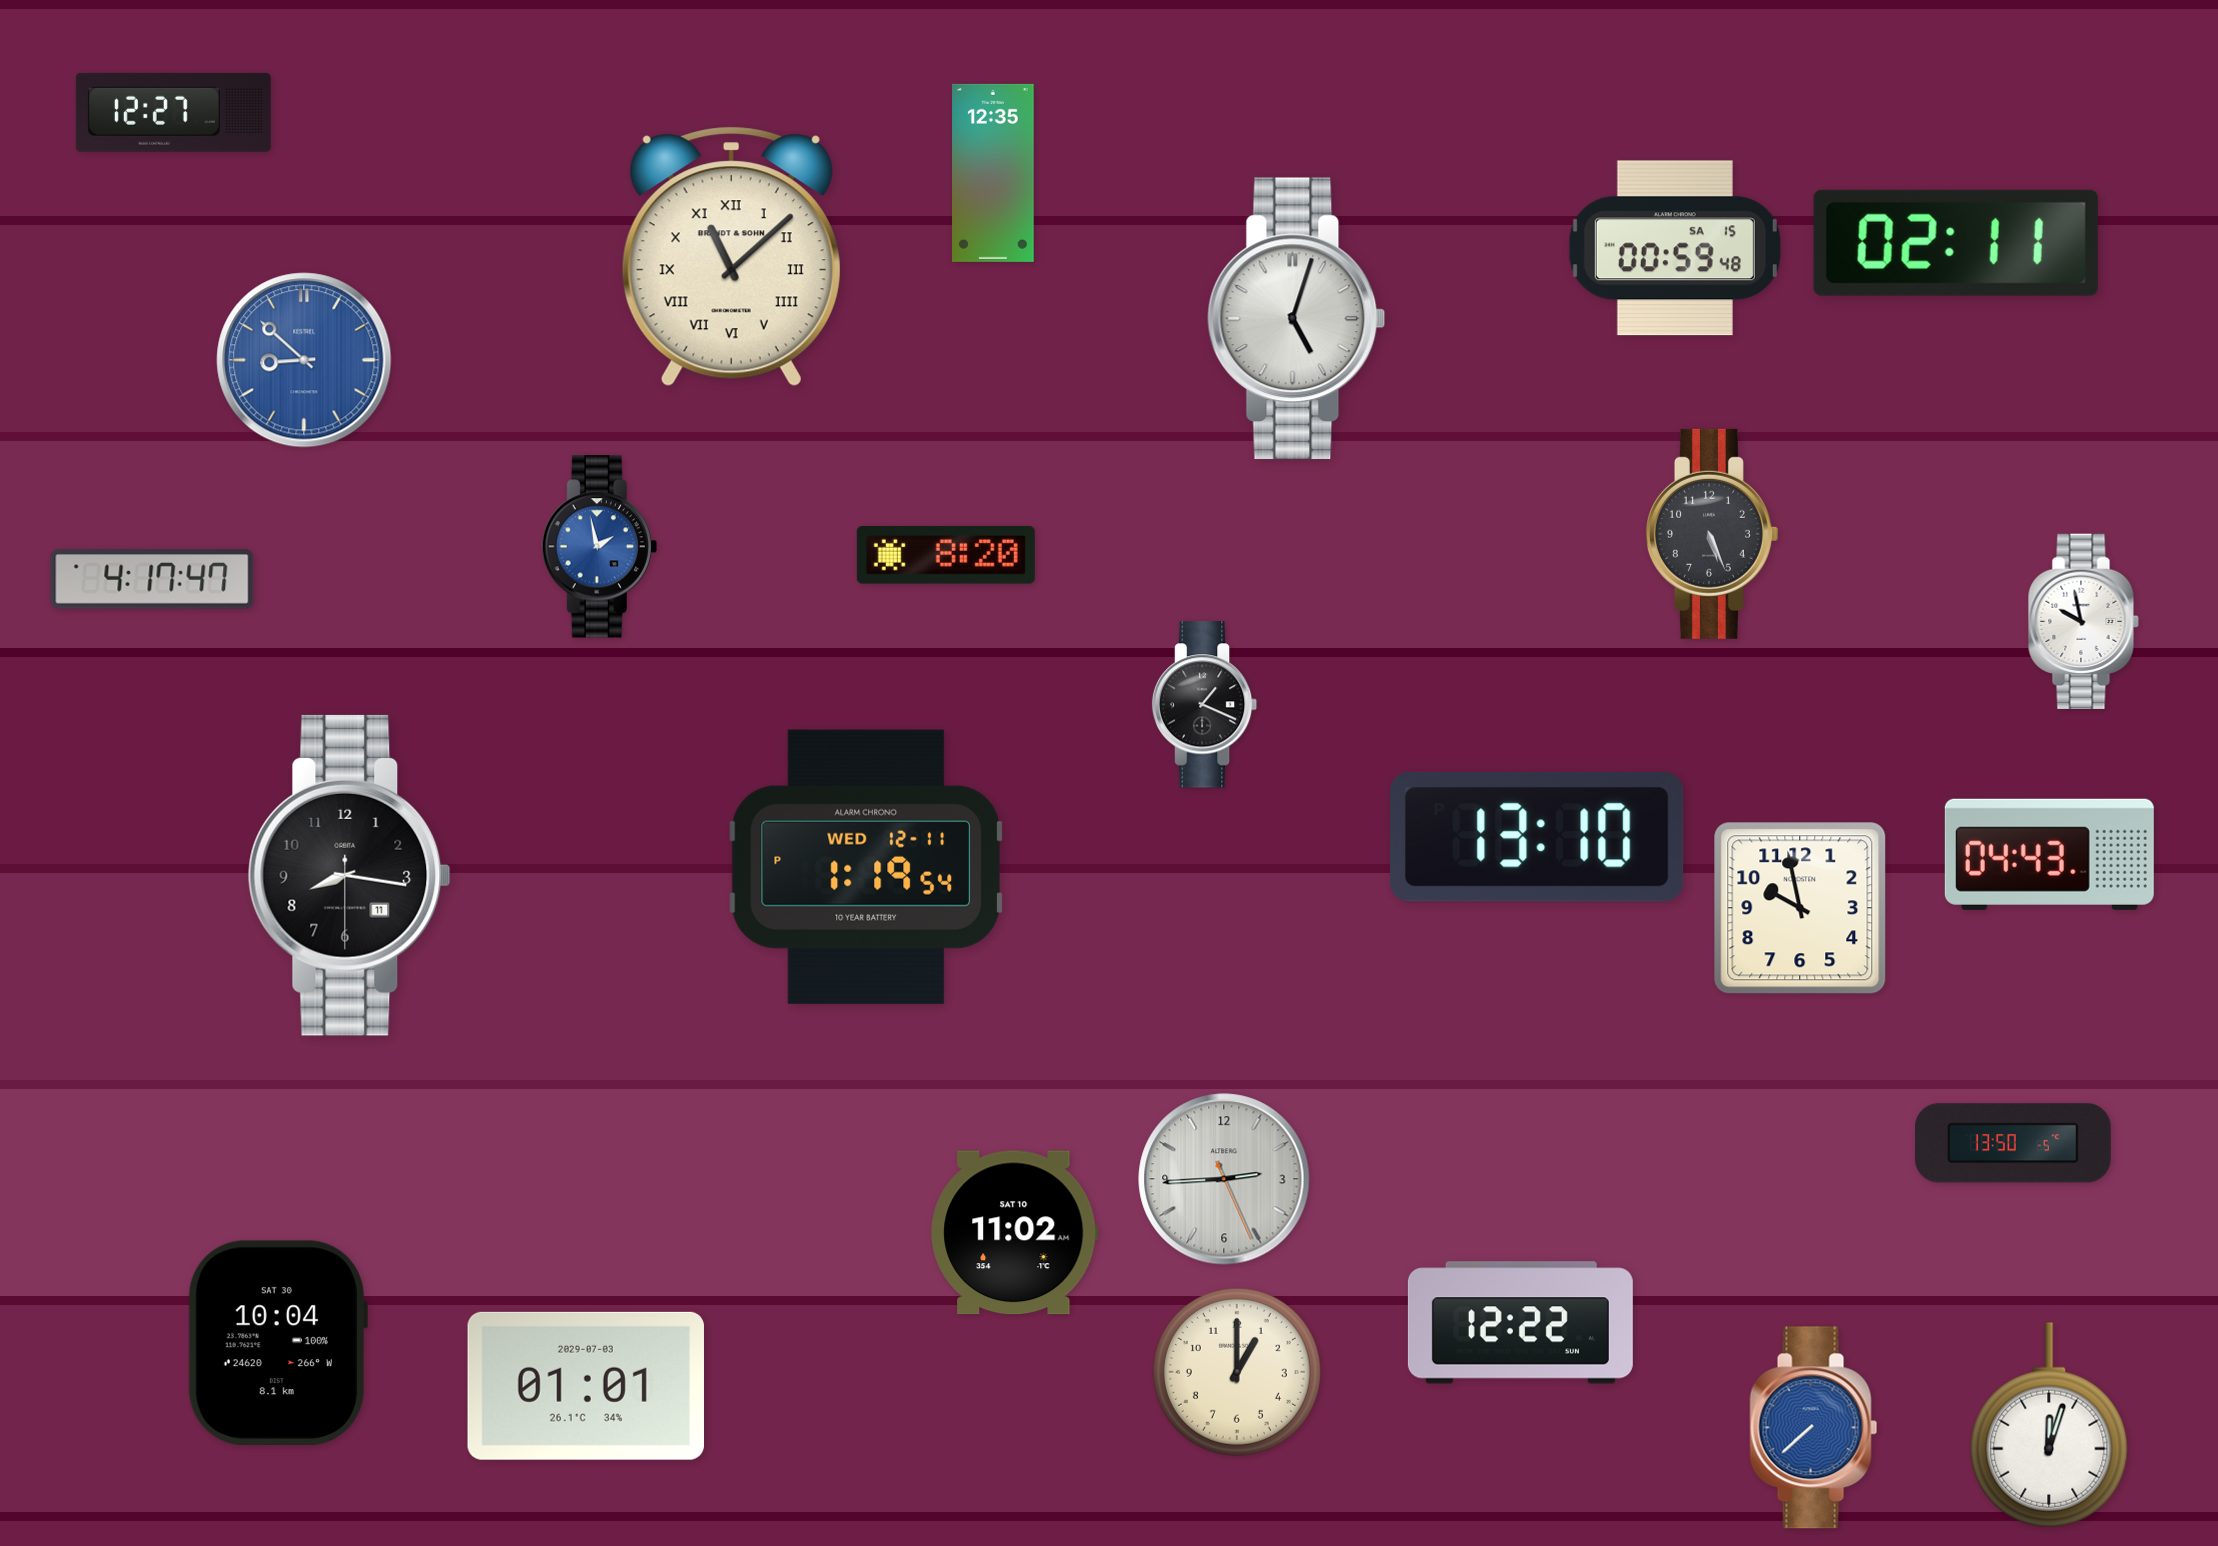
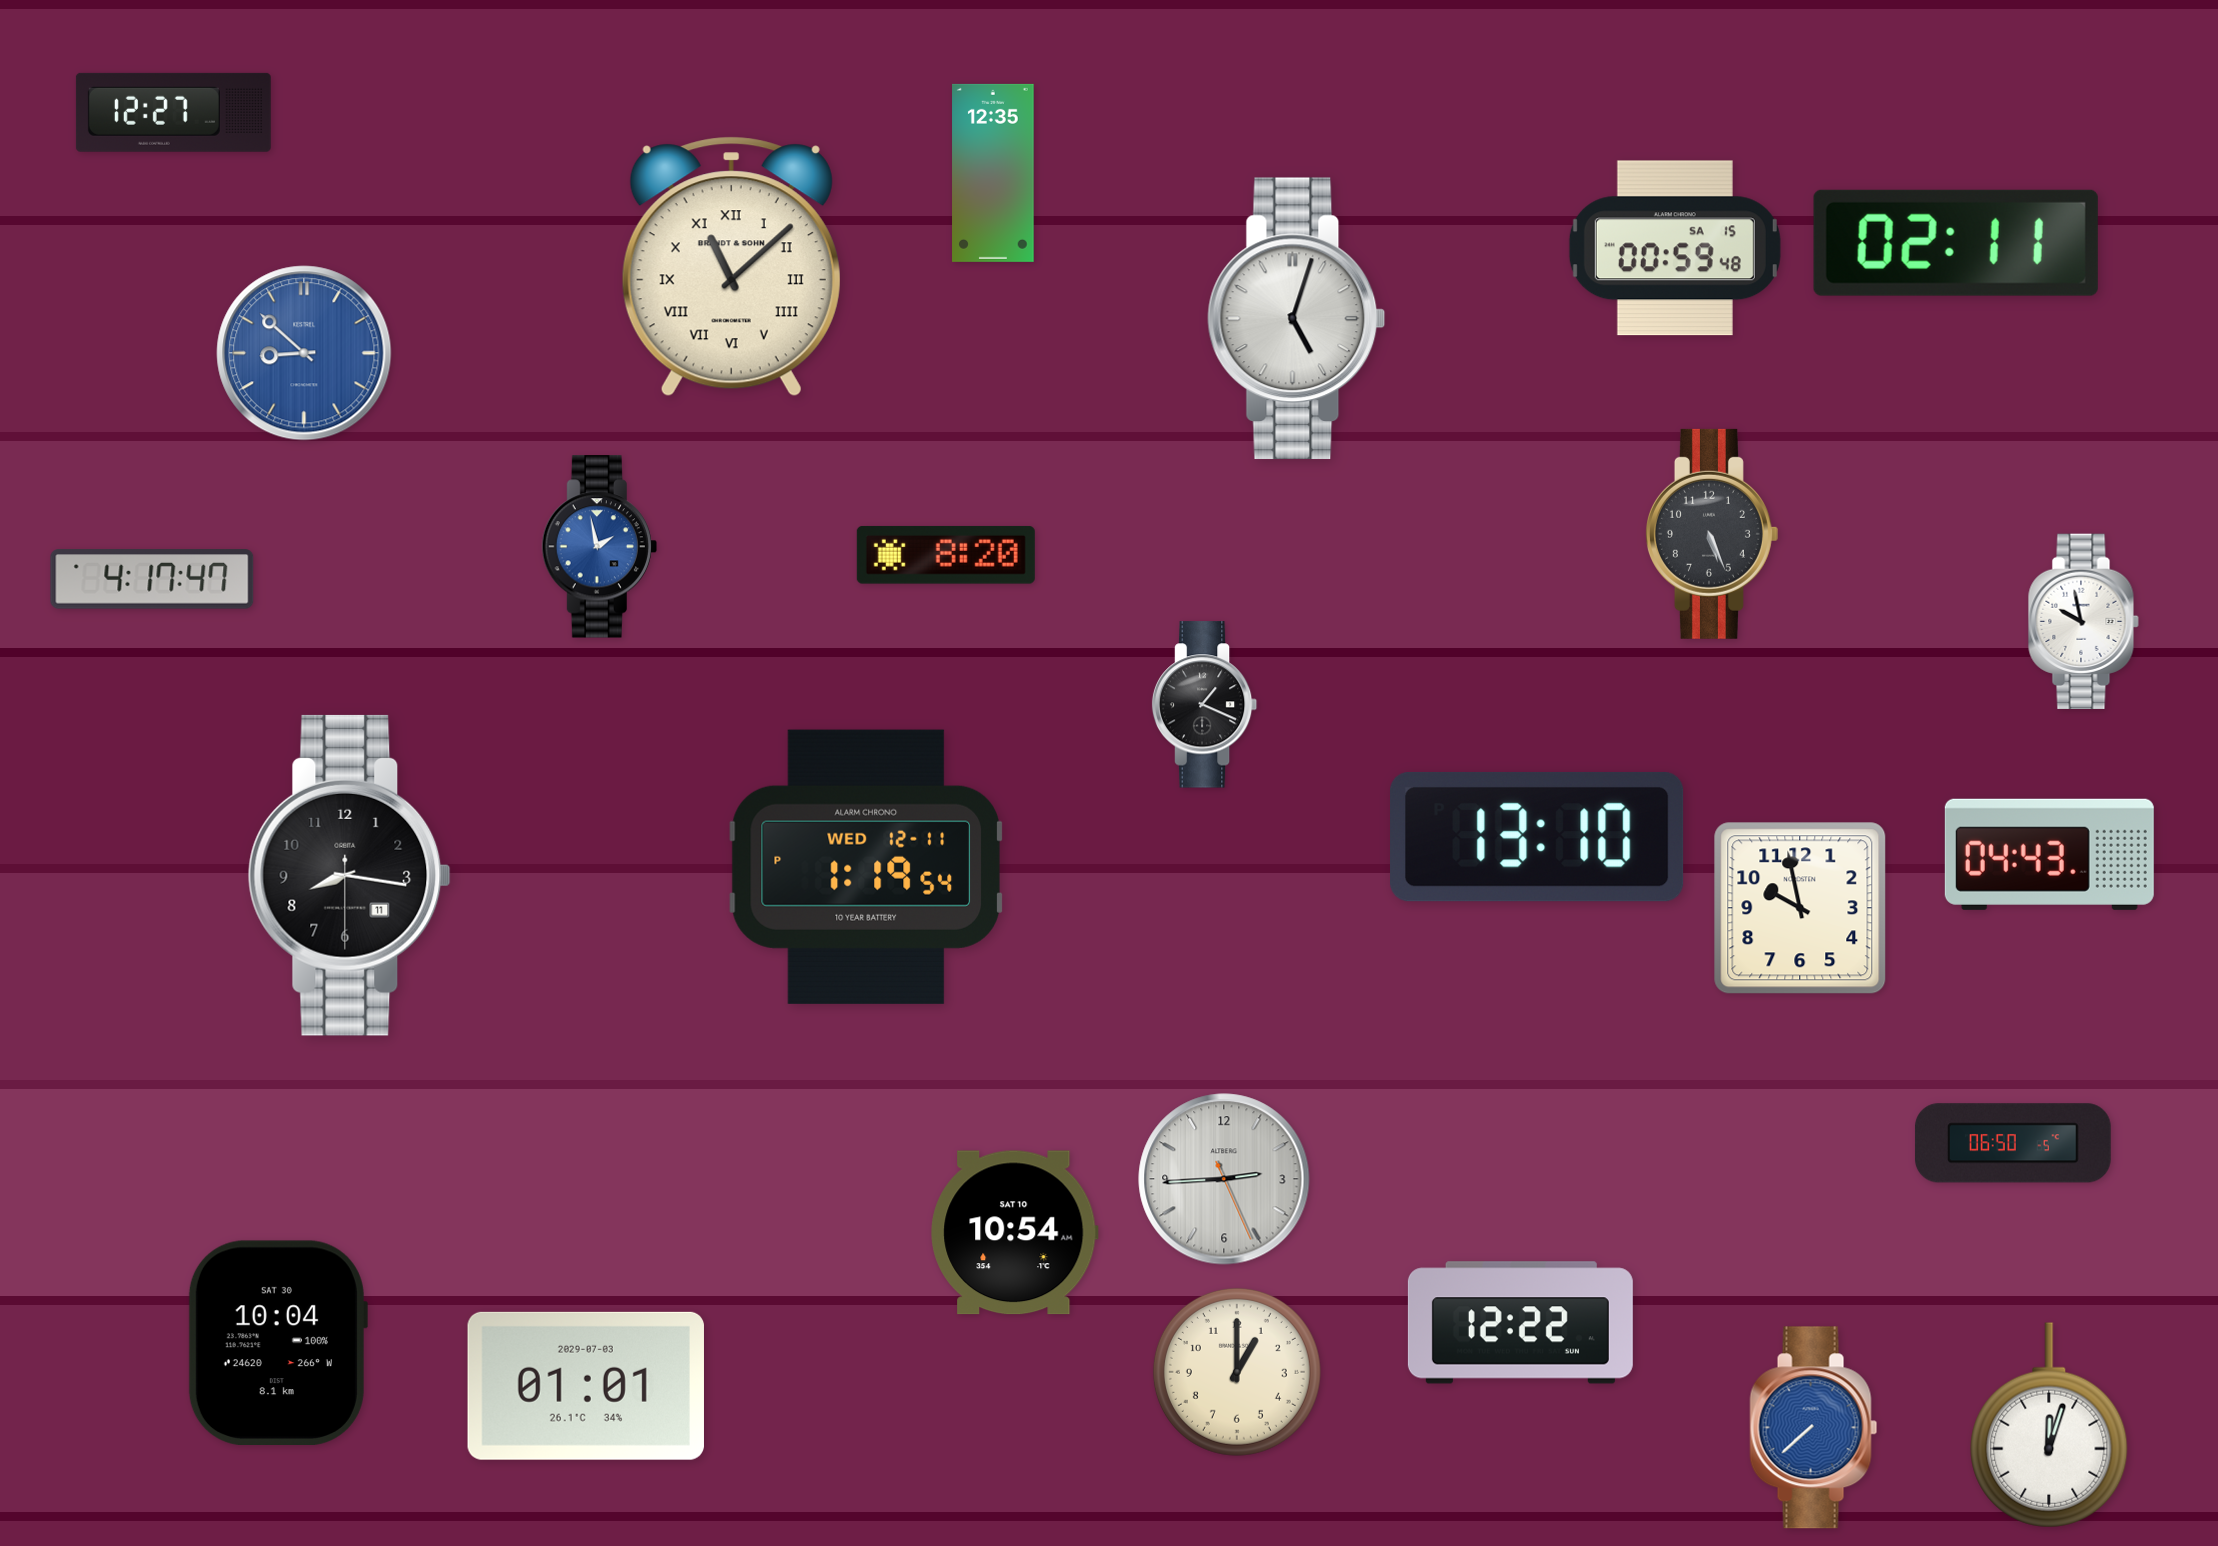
clock at (731, 257) position: (731, 257) -> (731, 267)
clock at (304, 360) position: (304, 360) -> (304, 353)
clock at (2013, 1143): 13:50 -> 06:50
clock at (1015, 1233): 11:02 -> 10:54
